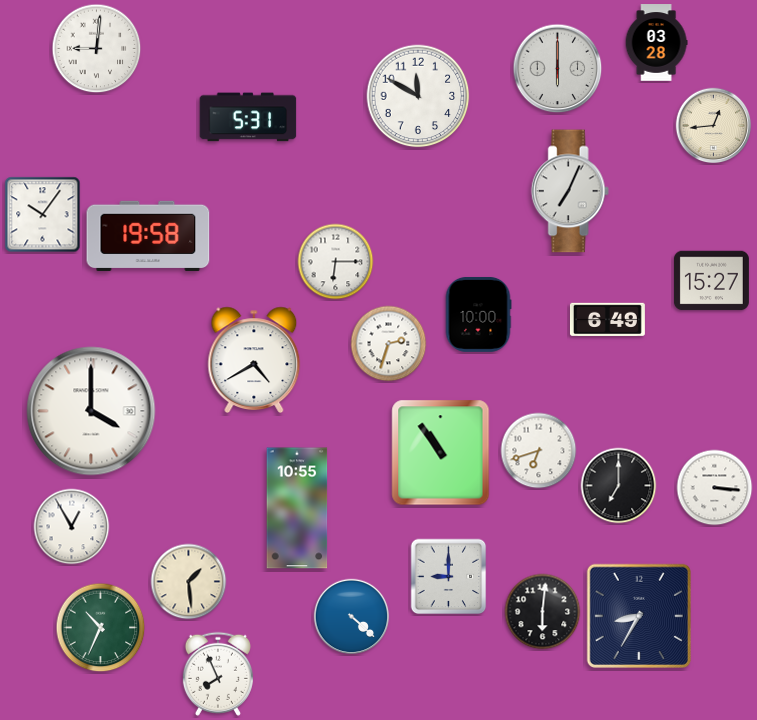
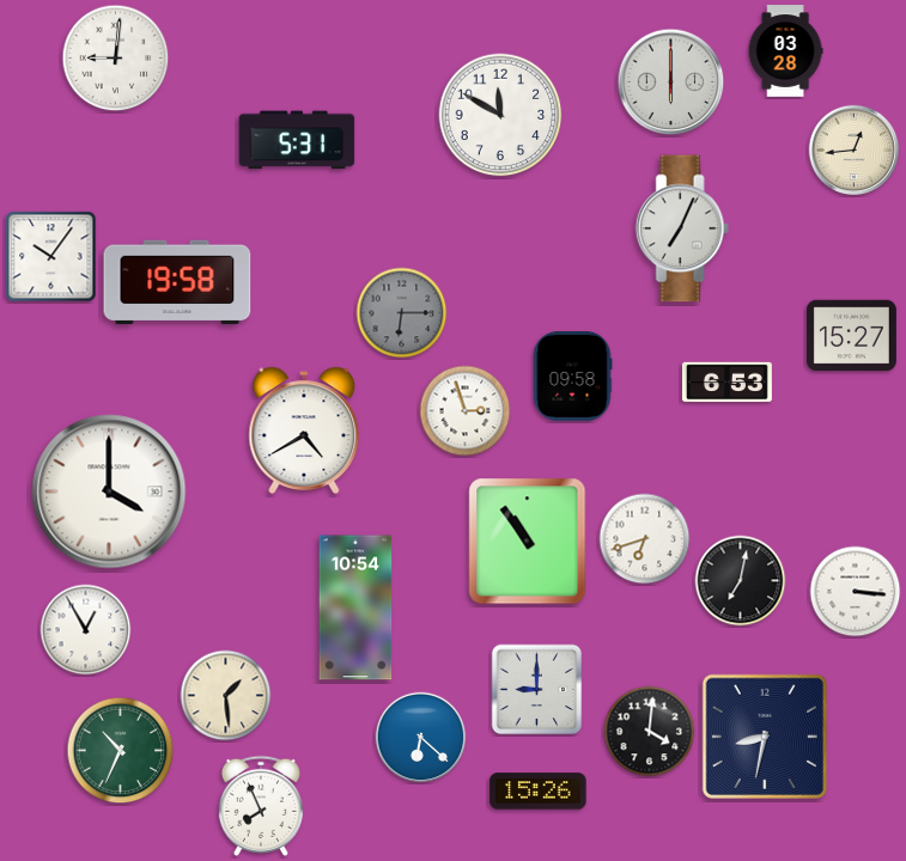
clock at (558, 69) position: (558, 69) -> (671, 83)
clock at (336, 262) dial: white -> grey
clock at (478, 314): 10:00 -> 09:58
clock at (607, 320): 6:49 -> 6:53
clock at (389, 344): 2:33 -> 2:57
clock at (619, 486): 7:00 -> 7:02
clock at (715, 488) position: (715, 488) -> (856, 592)
clock at (297, 508): 10:55 -> 10:54
clock at (543, 612): 6:01 -> 4:01
clock at (639, 616): 8:35 -> 8:32
clock at (352, 617): 4:22 -> 6:22
clock at (539, 792): none -> 15:26
